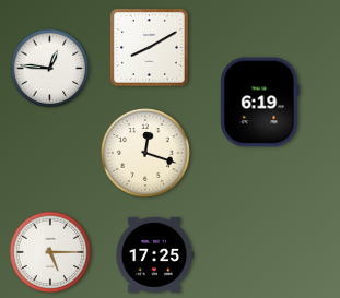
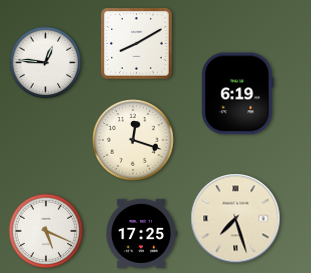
clock at (236, 219): none -> 7:27
clock at (50, 252): 5:15 -> 5:19
